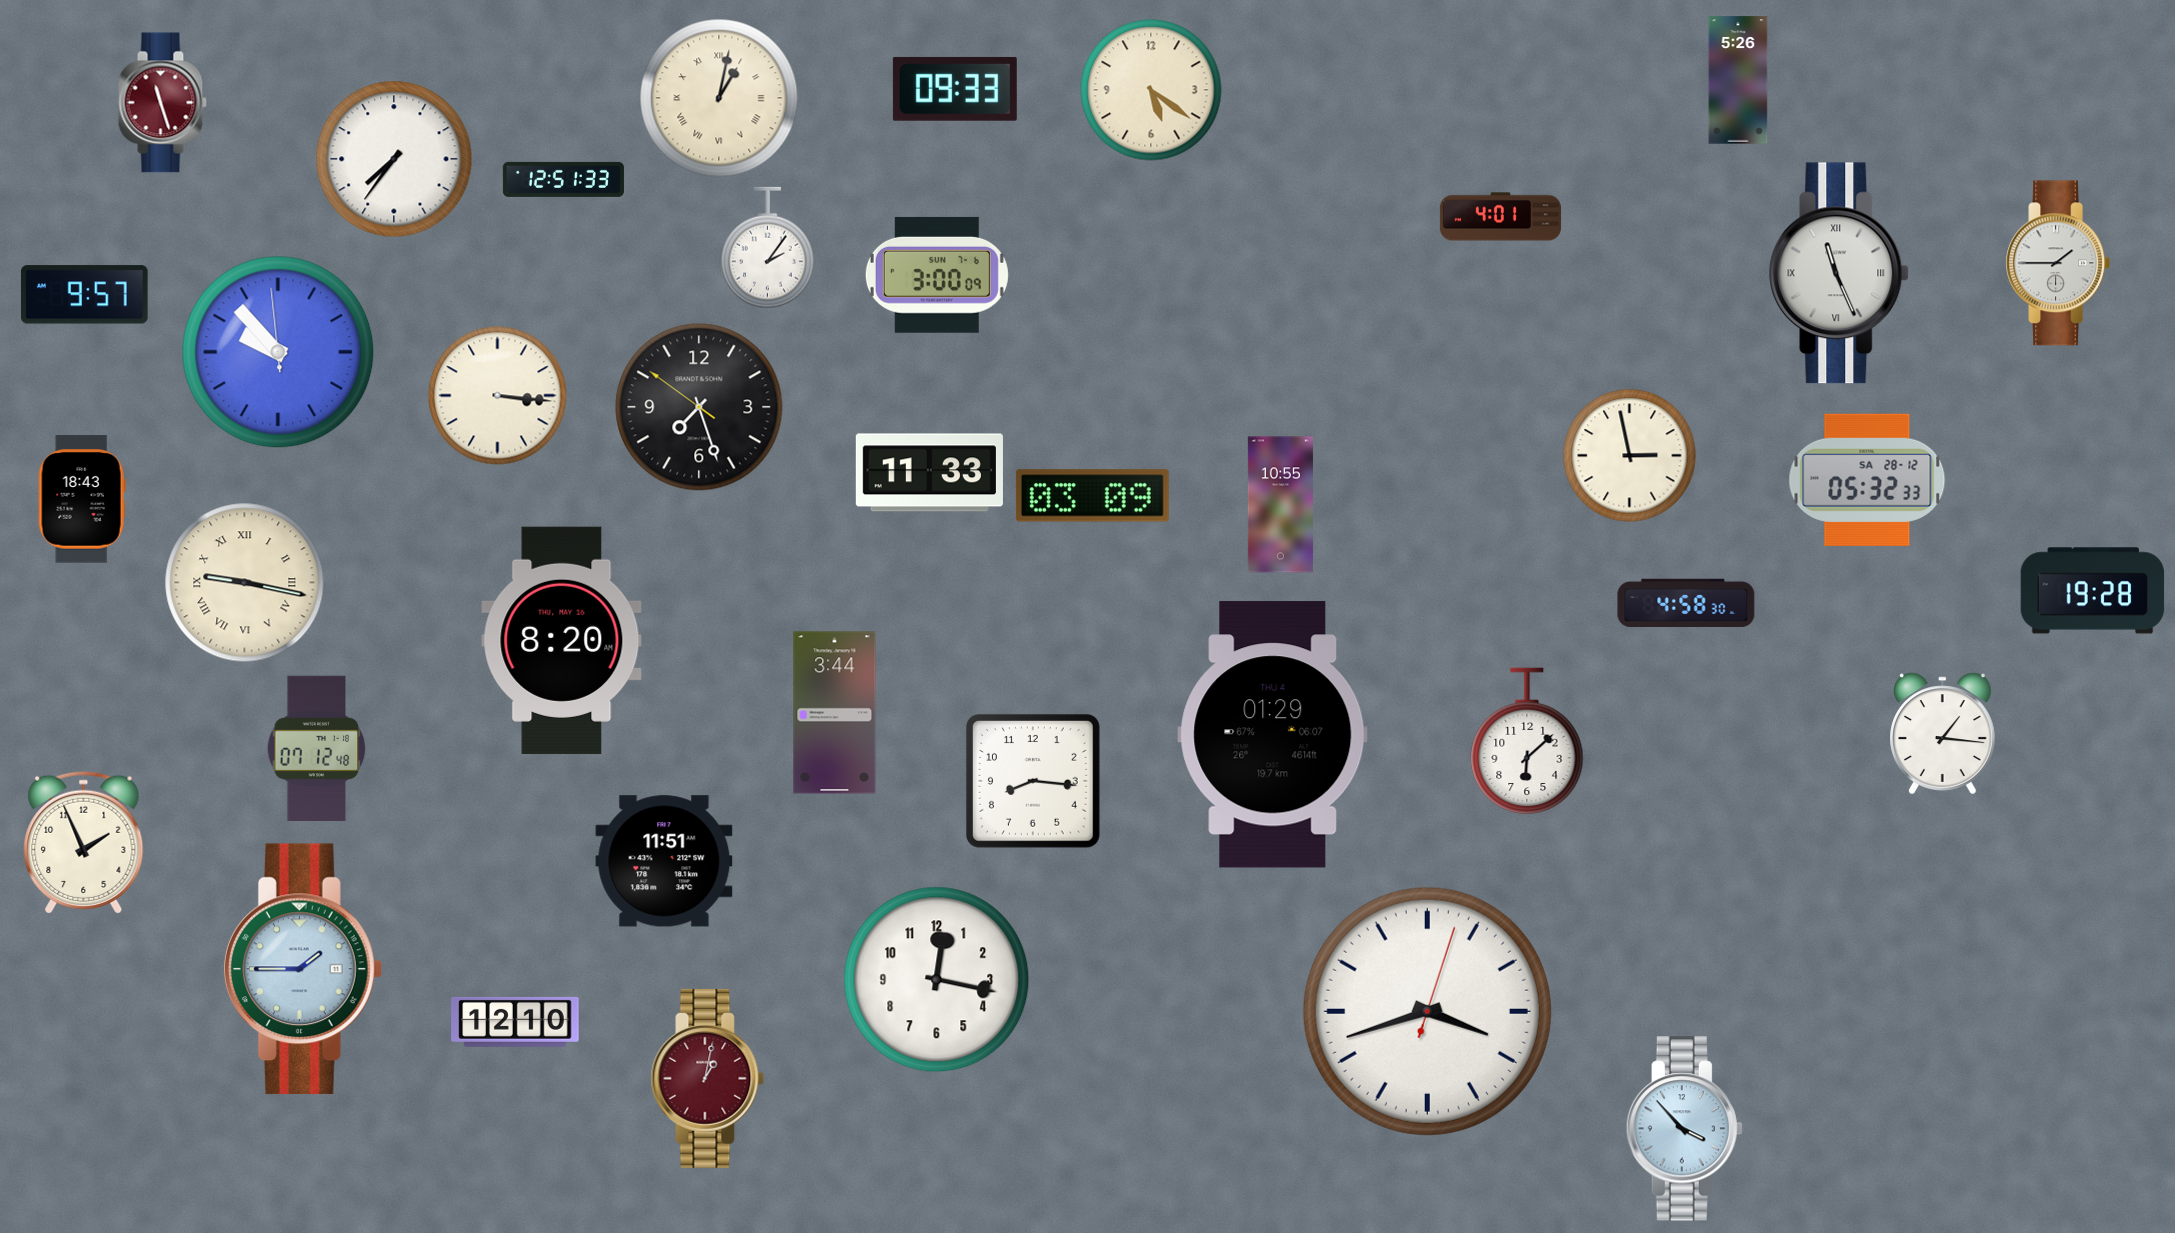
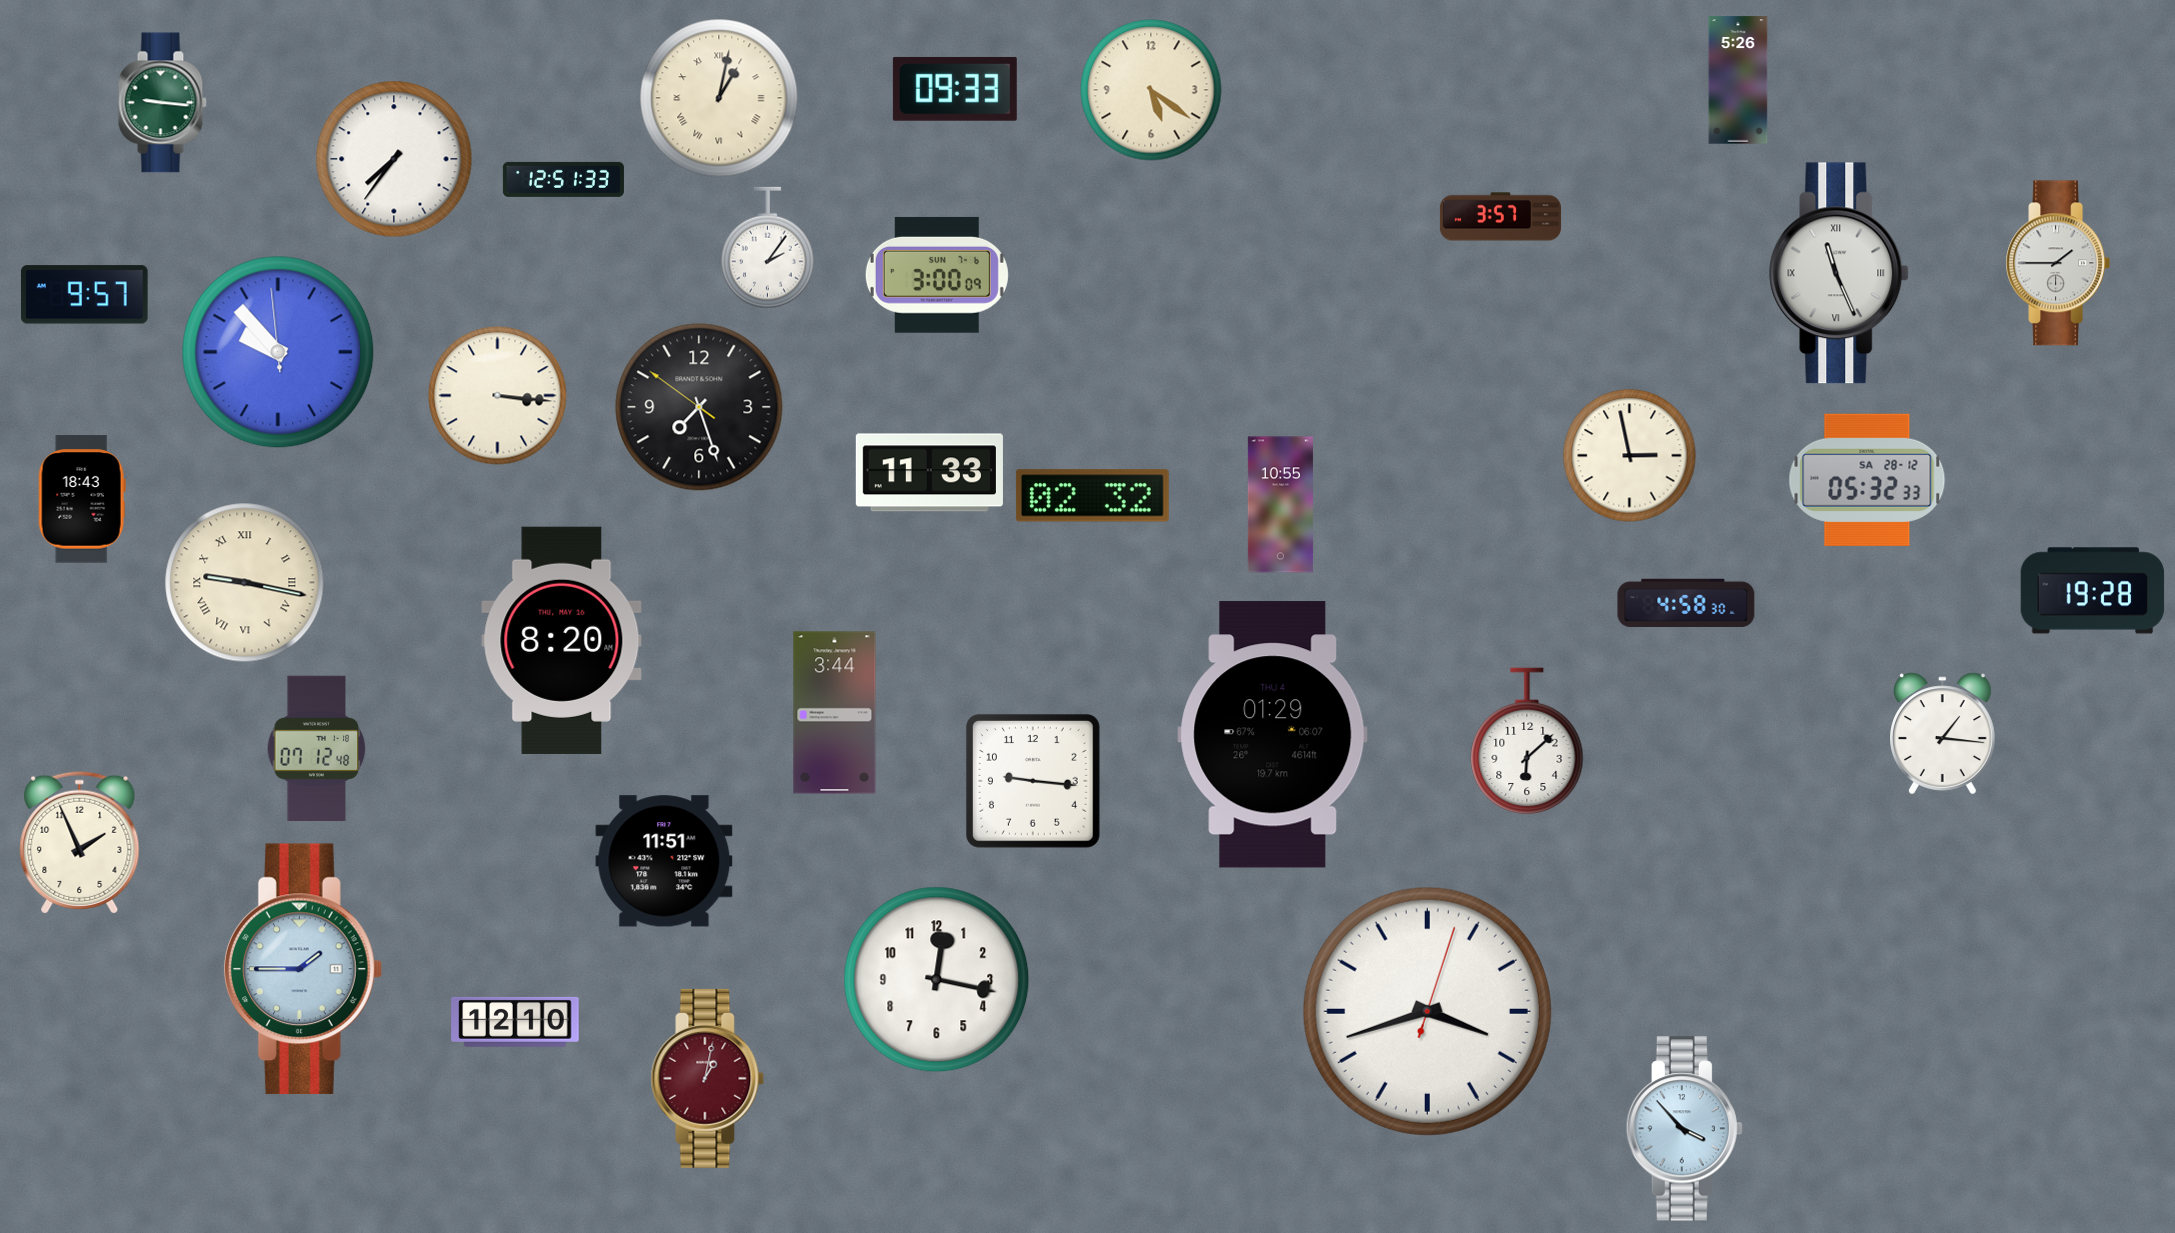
clock at (162, 103): 11:27 -> 9:16
clock at (162, 103) dial: burgundy -> green
clock at (1500, 217): 4:01 -> 3:57
clock at (1092, 496): 03:09 -> 02:32
clock at (1033, 781): 8:16 -> 9:16
clock at (84, 842) position: (84, 842) -> (80, 842)
